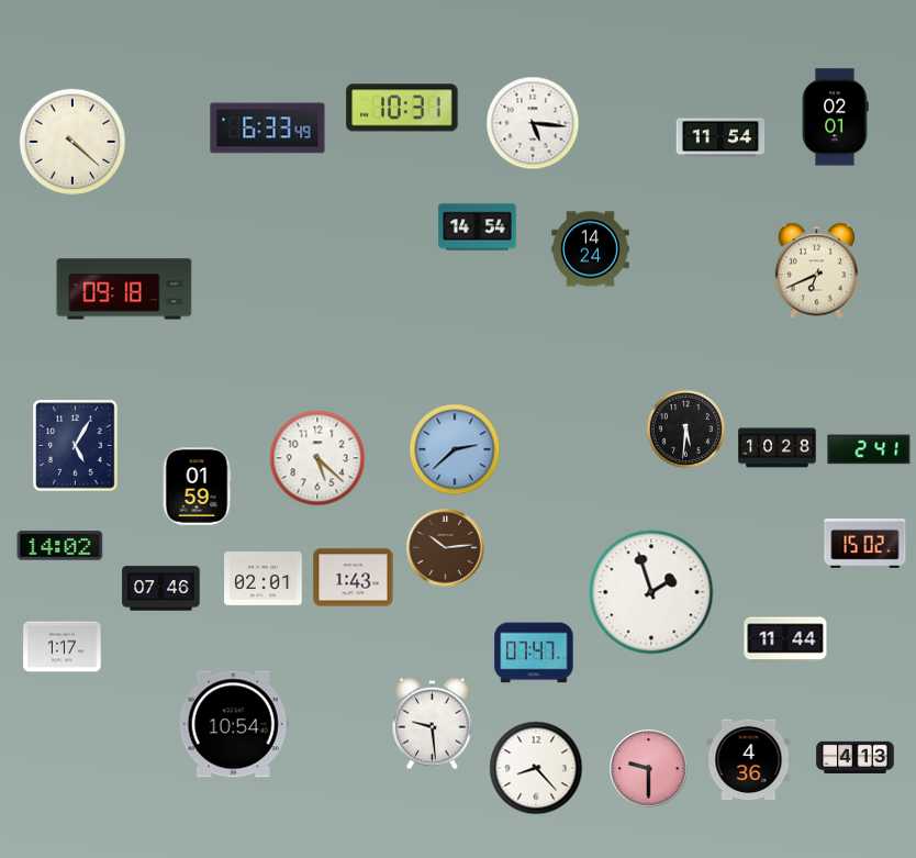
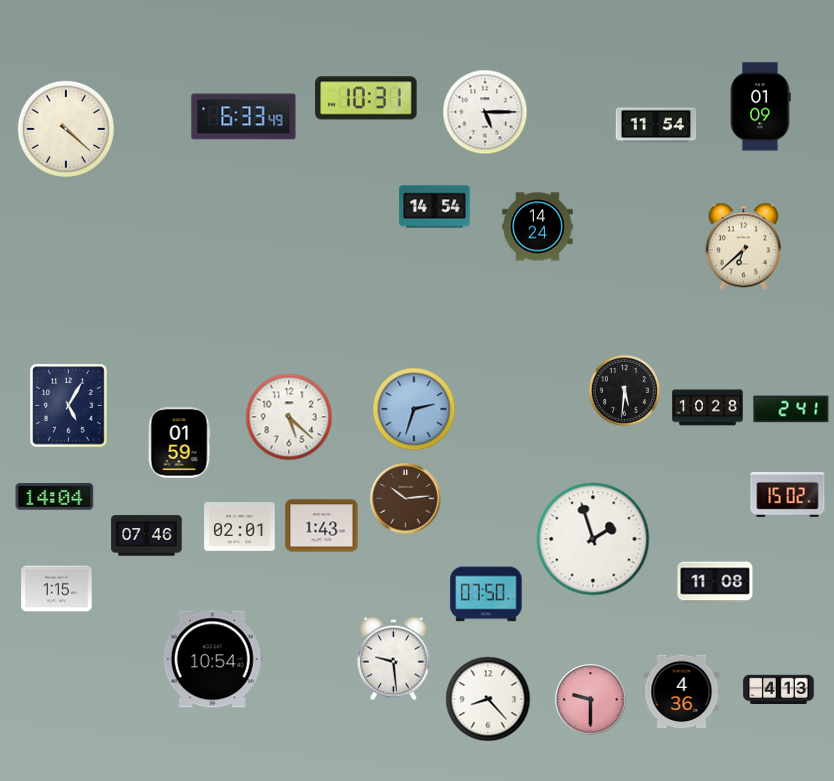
clock at (835, 118): 02:01 -> 01:09
clock at (533, 123): 5:16 -> 5:15
clock at (816, 271): 6:41 -> 6:38
clock at (124, 289): 09:18 -> none
clock at (455, 449): 2:38 -> 2:33
clock at (60, 546): 14:02 -> 14:04
clock at (785, 639): 11:44 -> 11:08
clock at (63, 647): 1:17 -> 1:15
clock at (534, 653): 07:47 -> 07:50
